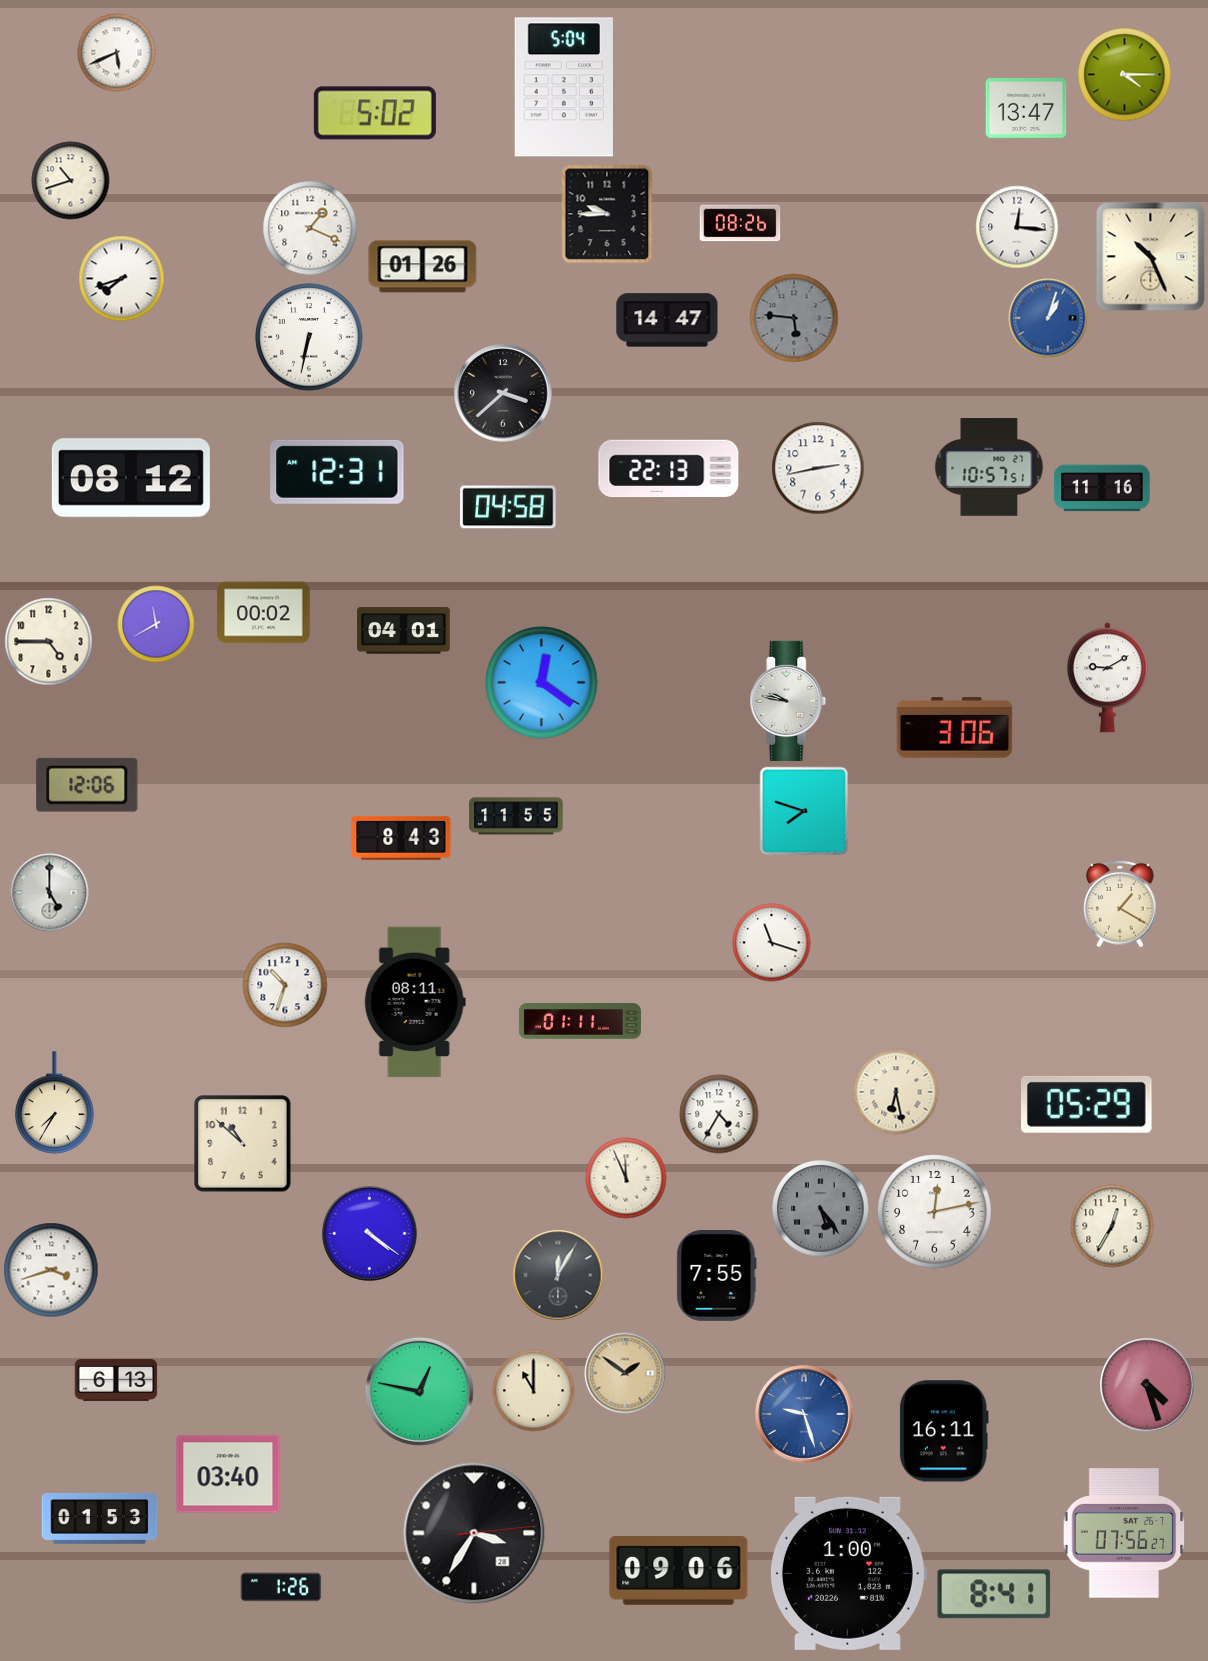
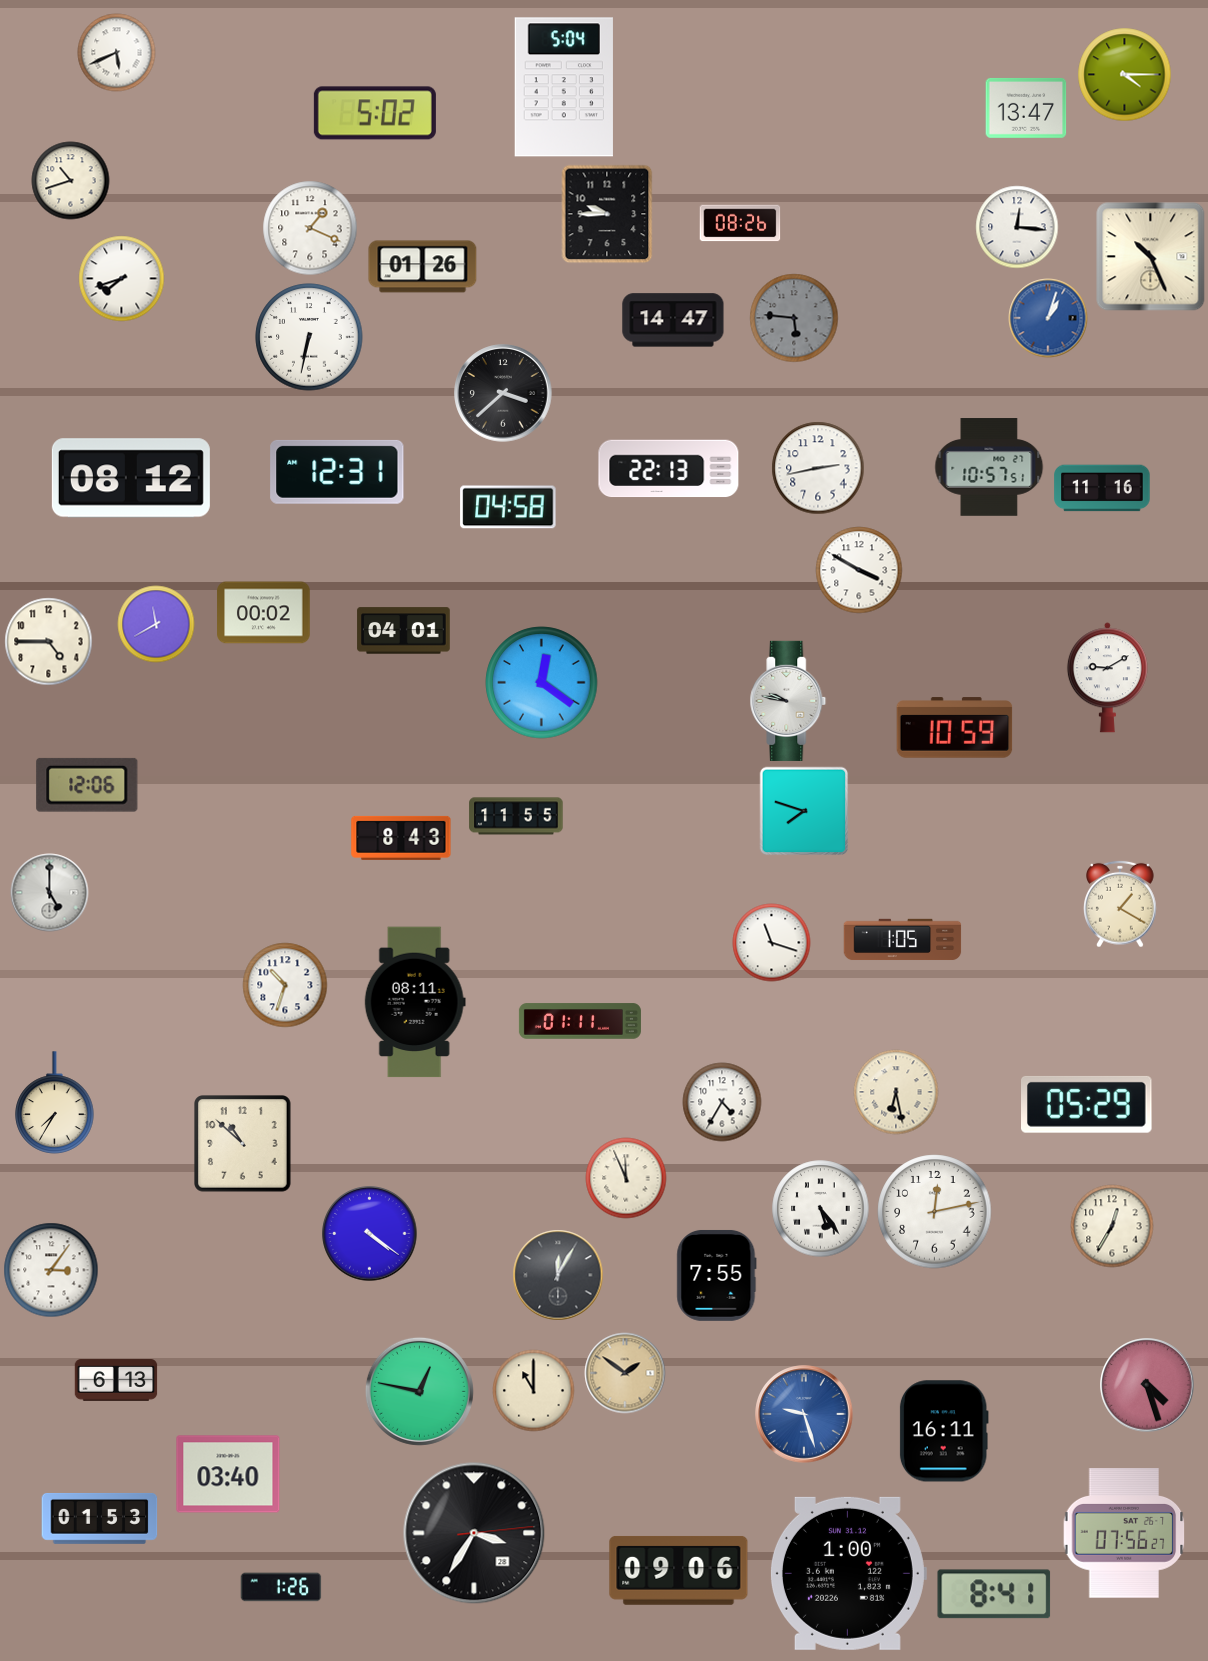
clock at (667, 320) position: (667, 320) -> (673, 320)
clock at (859, 570): none -> 3:50
clock at (955, 728): 3:06 -> 10:59
clock at (903, 940): none -> 1:05
clock at (719, 1114) position: (719, 1114) -> (722, 1102)
clock at (821, 1209) dial: grey -> white
clock at (51, 1270): 3:42 -> 3:06
